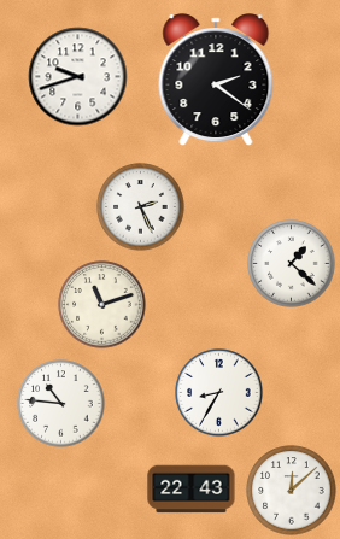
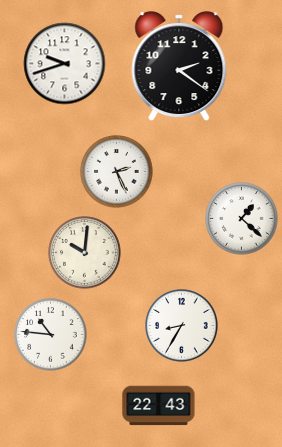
clock at (102, 305): 11:12 -> 10:01
clock at (292, 491): 12:08 -> none
